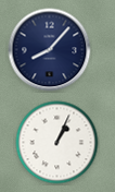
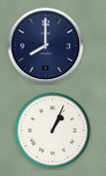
clock at (50, 50): 8:07 -> 8:00
